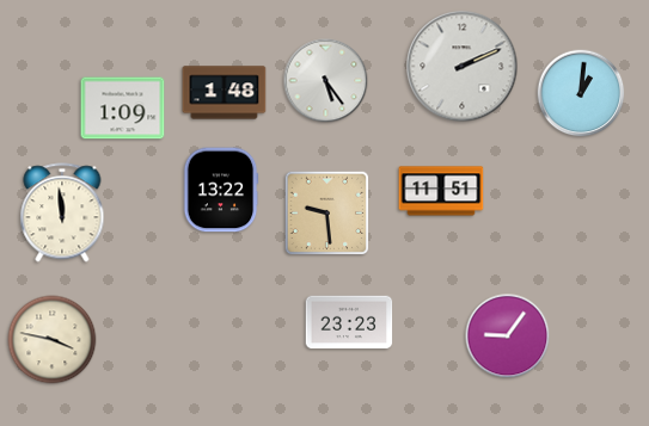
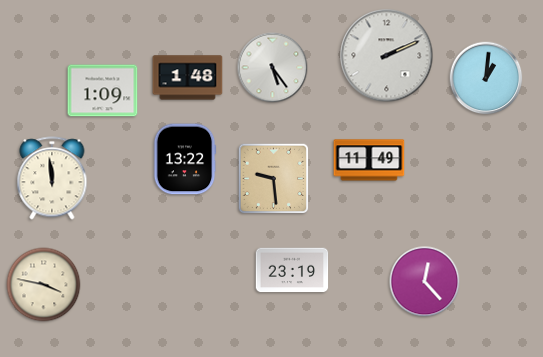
clock at (441, 191): 11:51 -> 11:49
clock at (349, 322): 23:23 -> 23:19
clock at (508, 337): 9:06 -> 12:23
